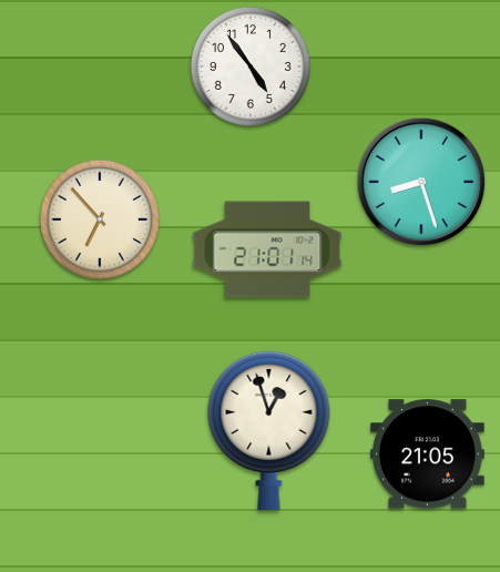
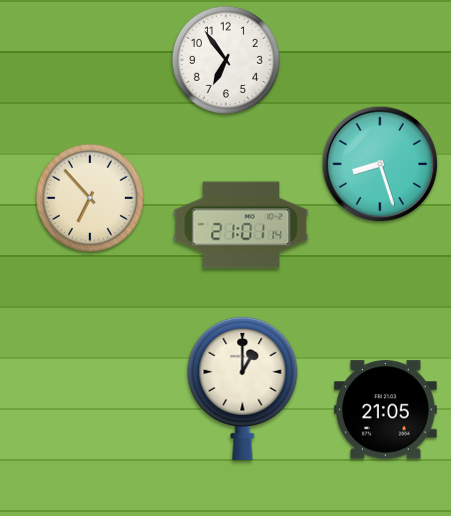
clock at (251, 67): 4:54 -> 6:54
clock at (269, 430): 12:57 -> 1:00
